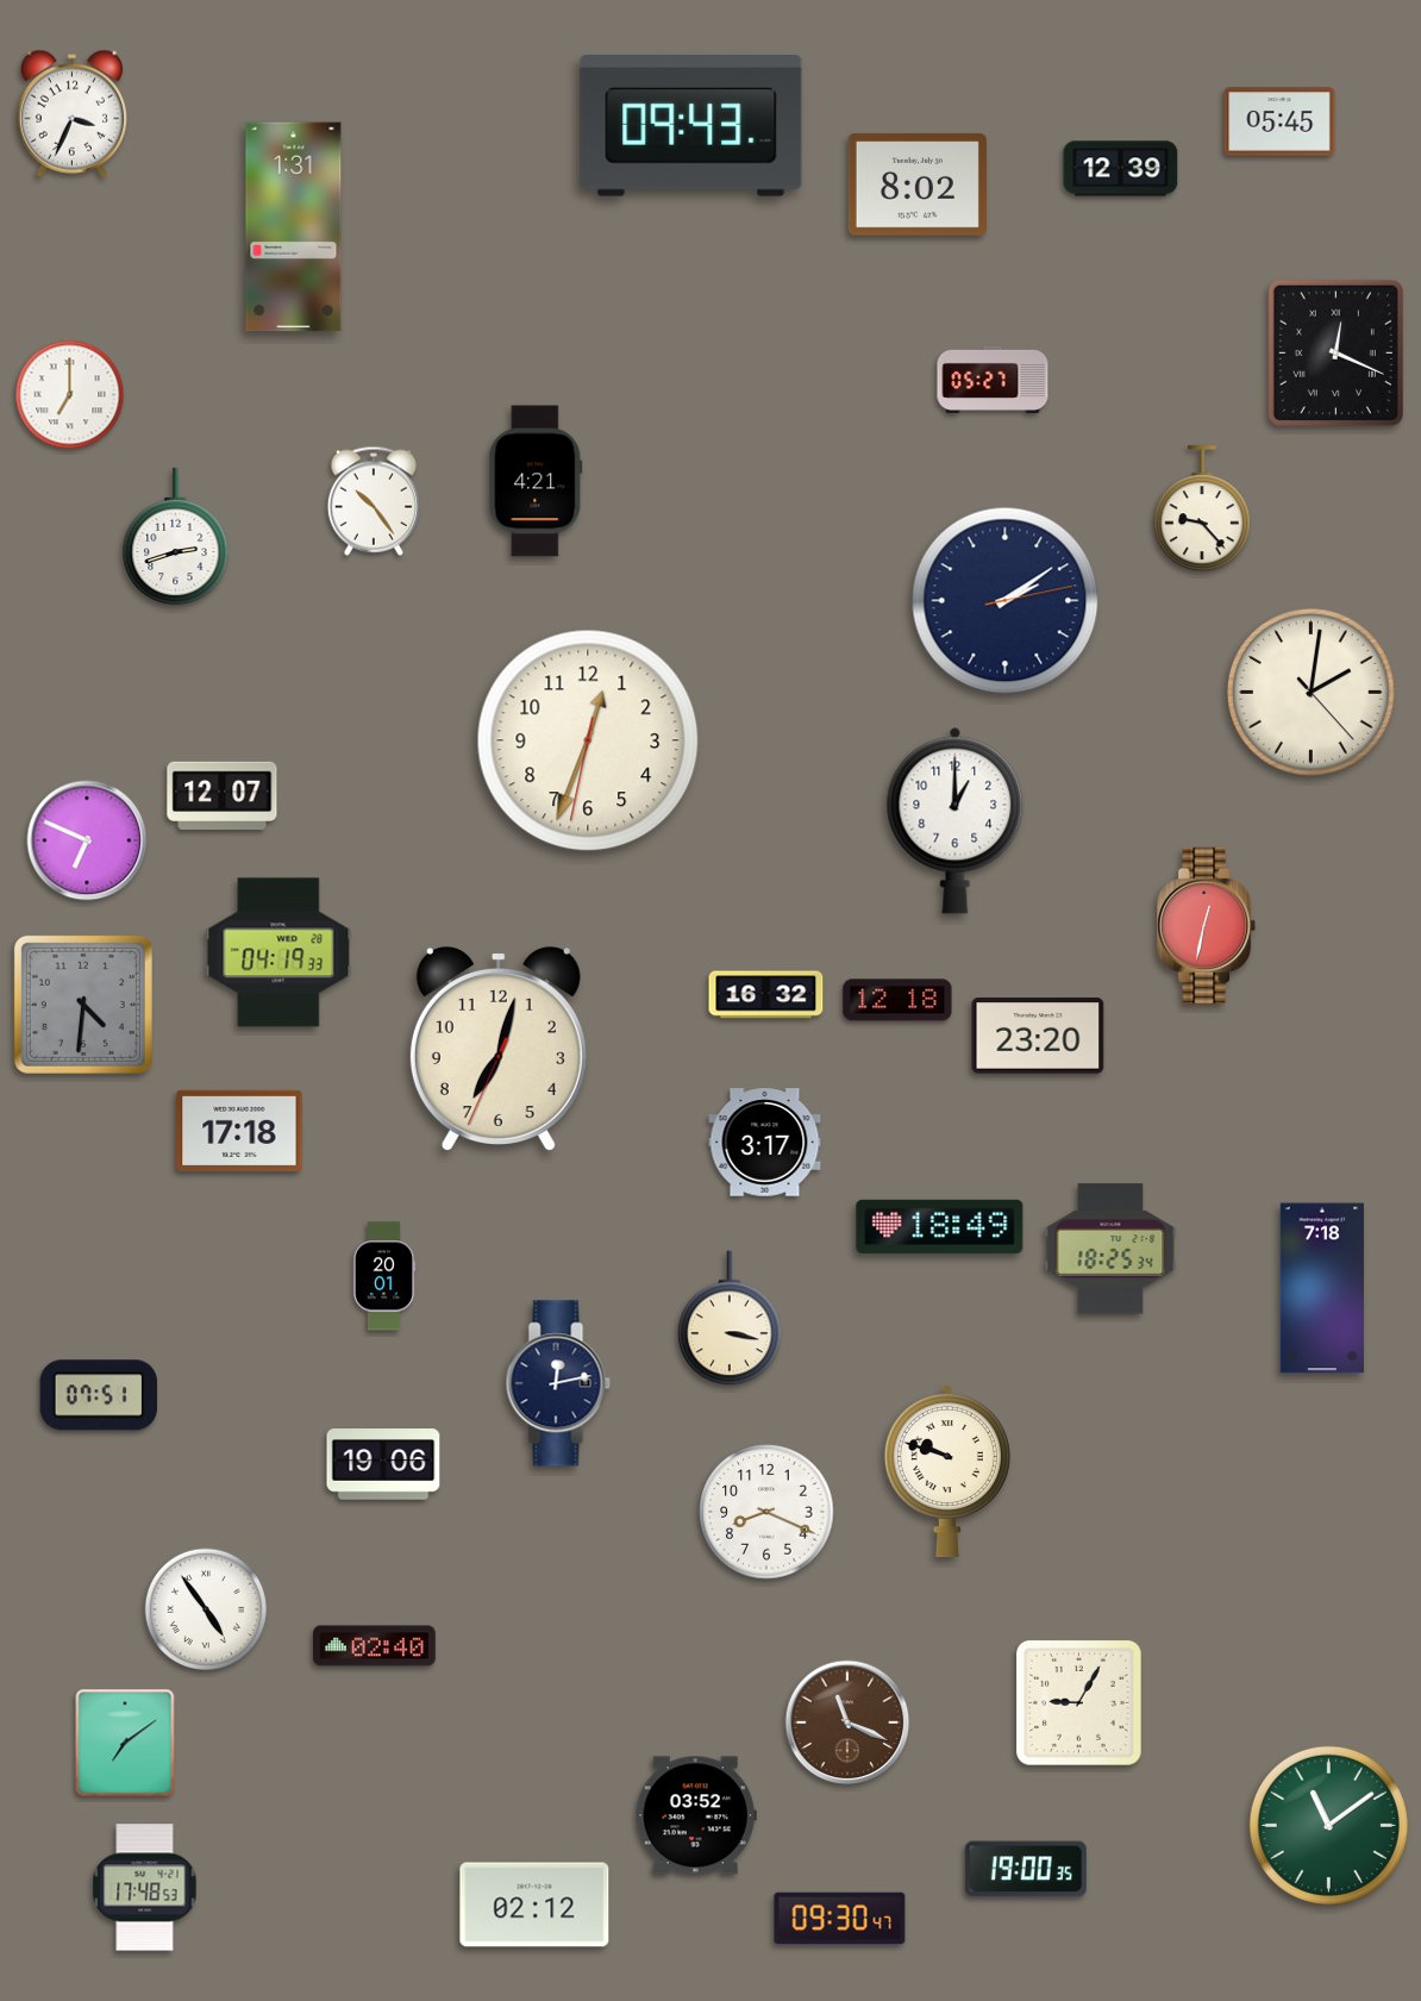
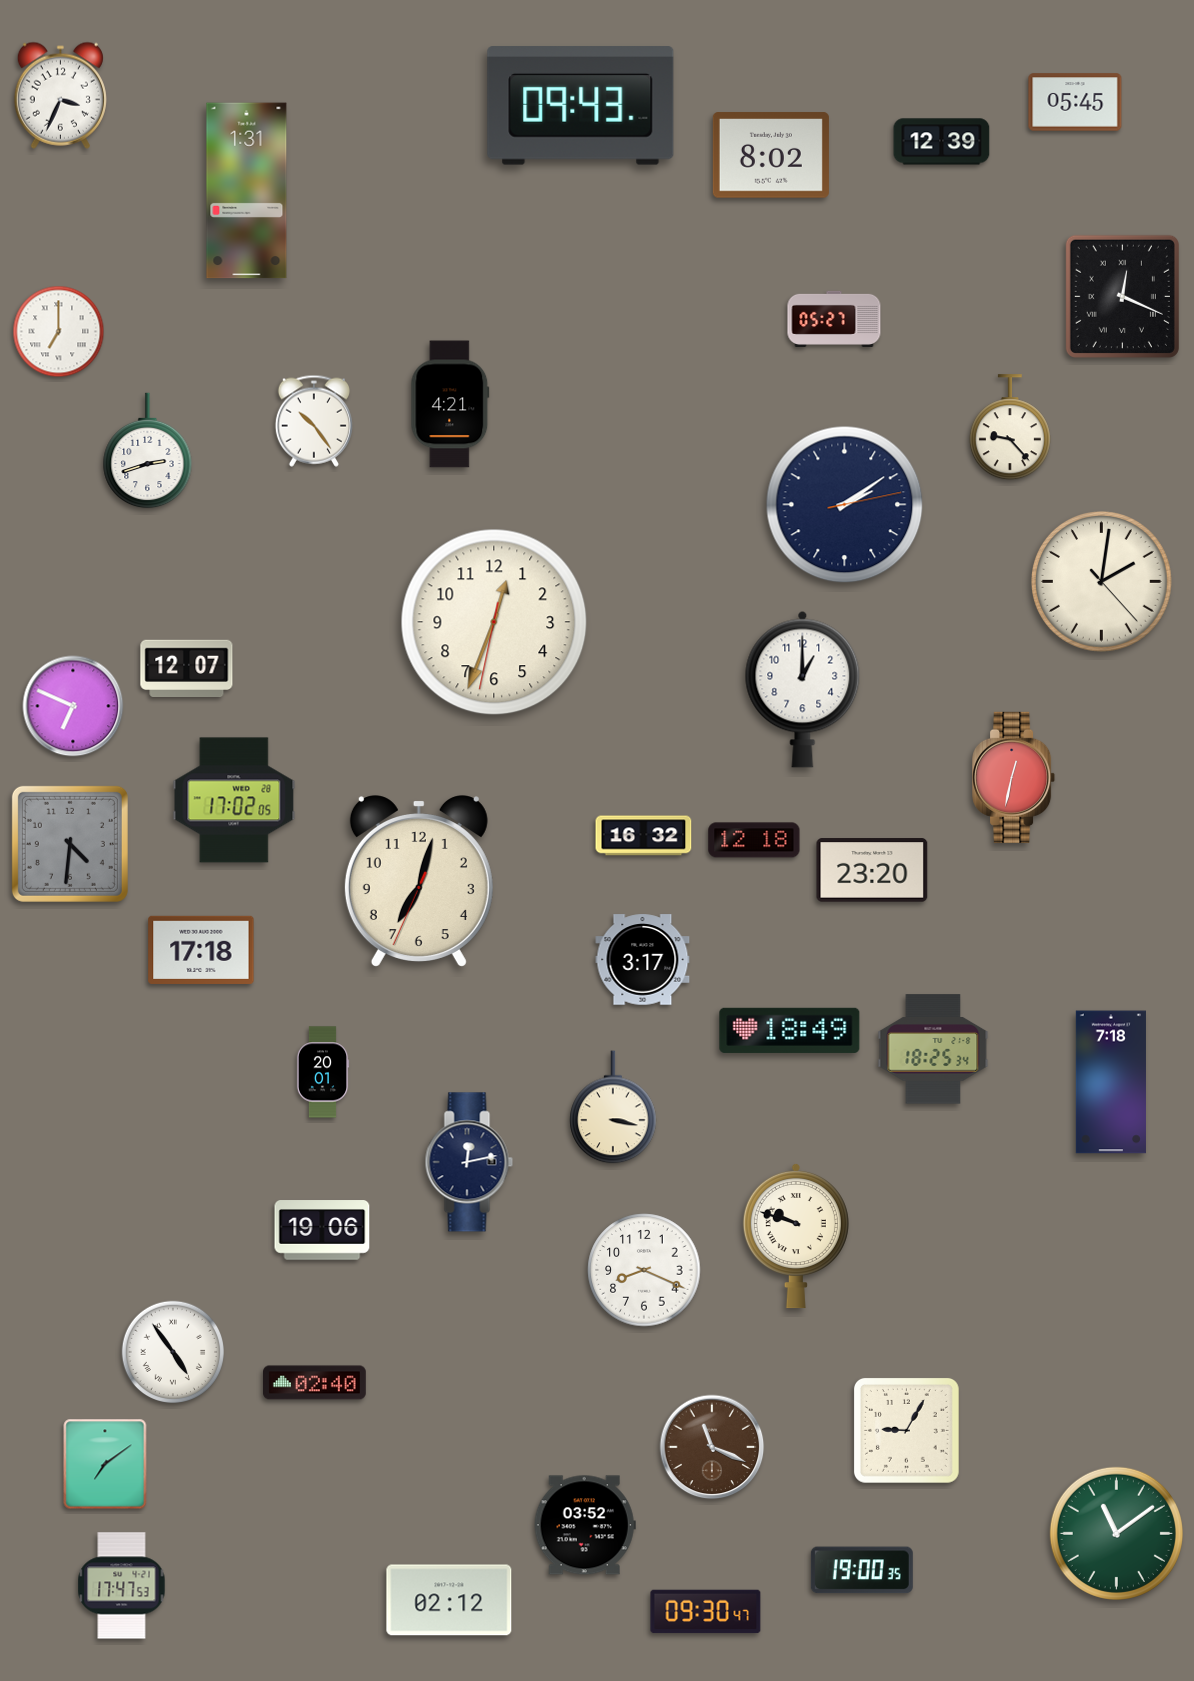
clock at (278, 952): 04:19 -> 17:02
clock at (99, 1395): 07:51 -> none
clock at (145, 1888): 17:48 -> 17:47
